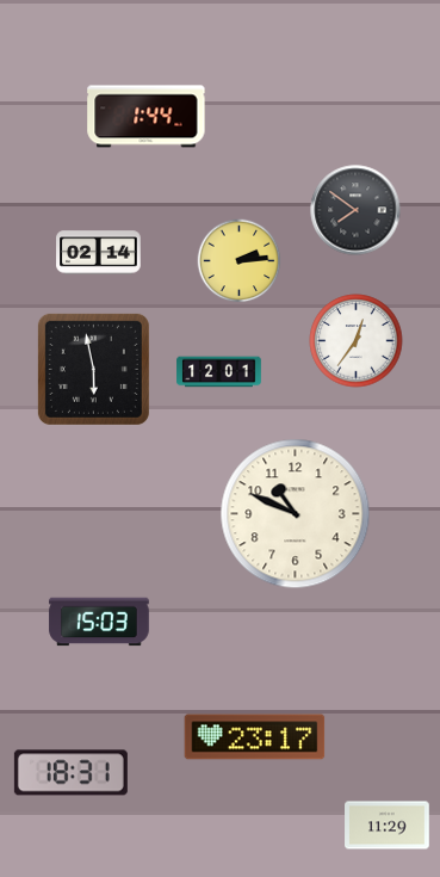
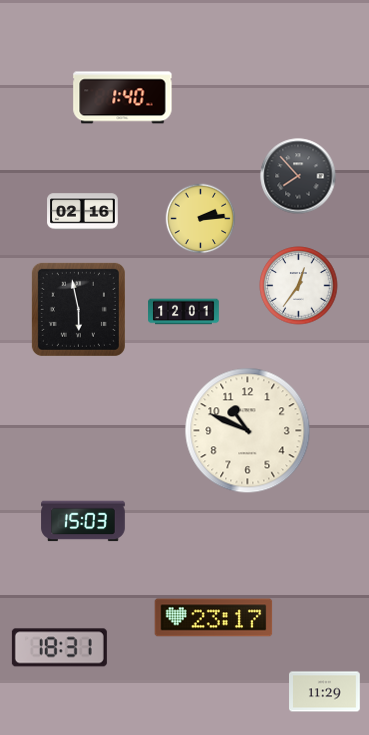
clock at (147, 117): 1:44 -> 1:40
clock at (355, 210): 7:51 -> 7:53
clock at (99, 253): 02:14 -> 02:16
